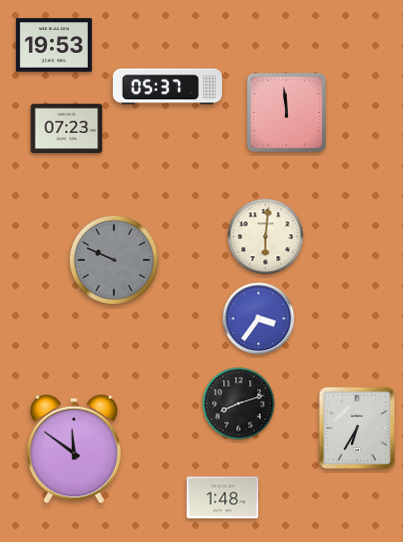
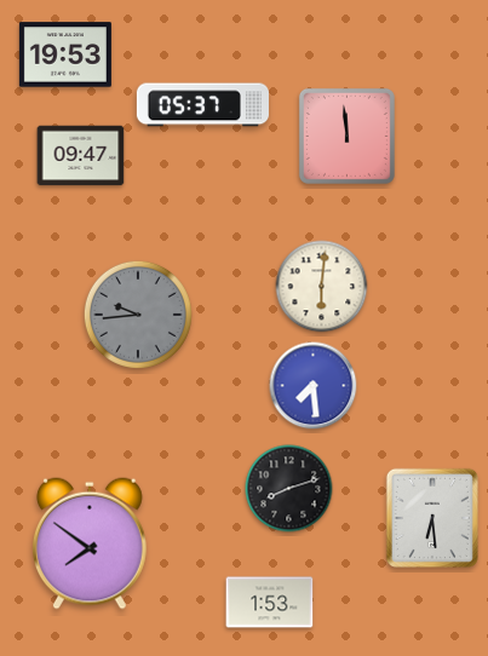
clock at (67, 129): 07:23 -> 09:47
clock at (114, 260): 9:49 -> 9:44
clock at (259, 319): 3:36 -> 7:29
clock at (357, 428): 6:35 -> 6:29
clock at (74, 449): 11:51 -> 7:51
clock at (223, 498): 1:48 -> 1:53
